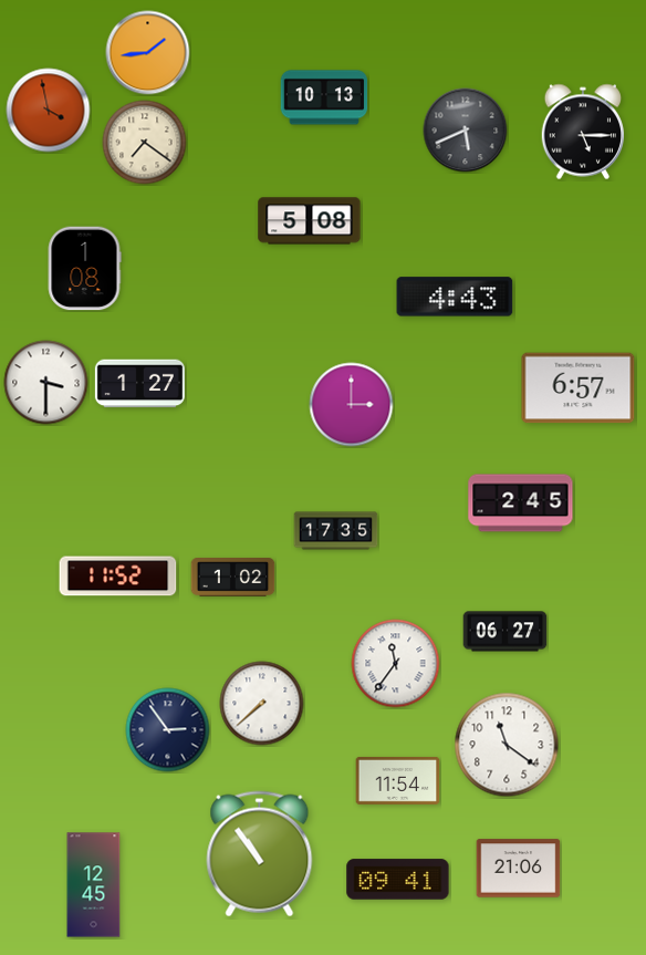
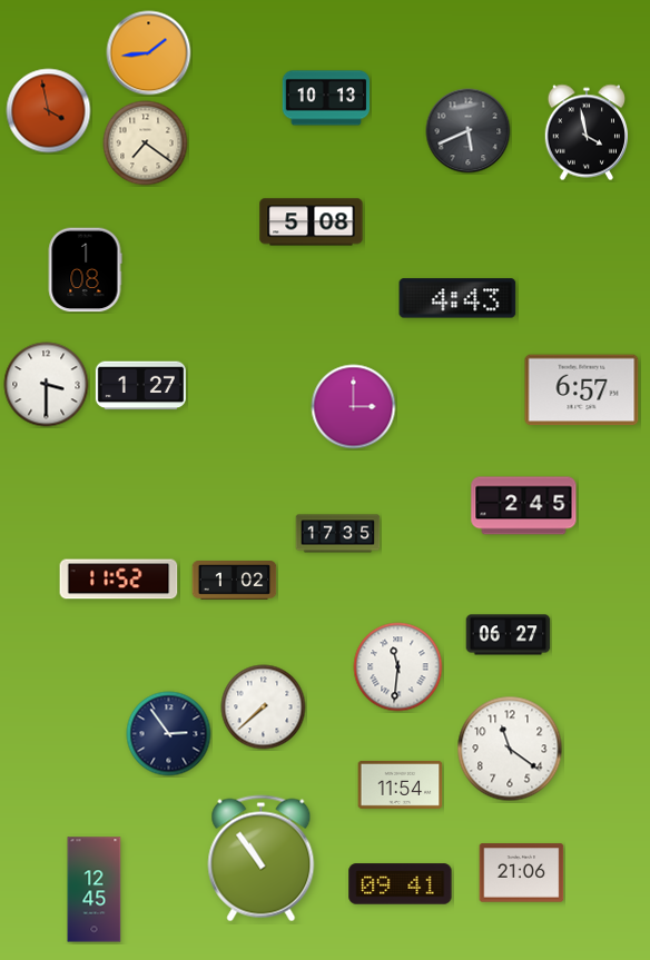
clock at (582, 132): 5:15 -> 3:58
clock at (396, 664): 11:36 -> 11:31
